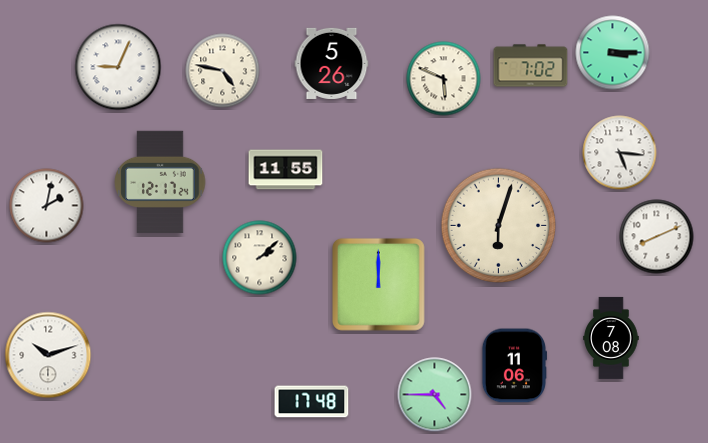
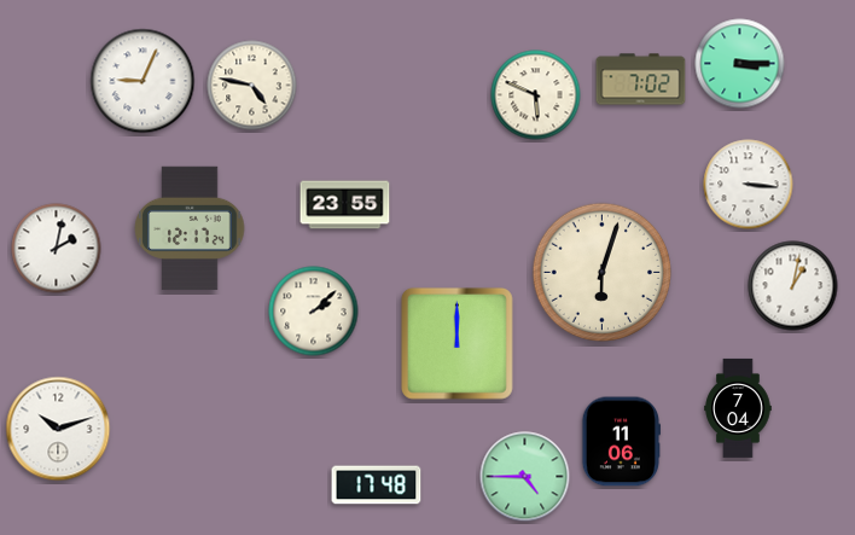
clock at (332, 63): 5:26 -> none
clock at (223, 71) position: (223, 71) -> (252, 86)
clock at (620, 153): 5:16 -> 3:16
clock at (286, 170): 11:55 -> 23:55
clock at (160, 182) position: (160, 182) -> (190, 228)
clock at (657, 237): 8:11 -> 1:02
clock at (611, 338): 7:08 -> 7:04
